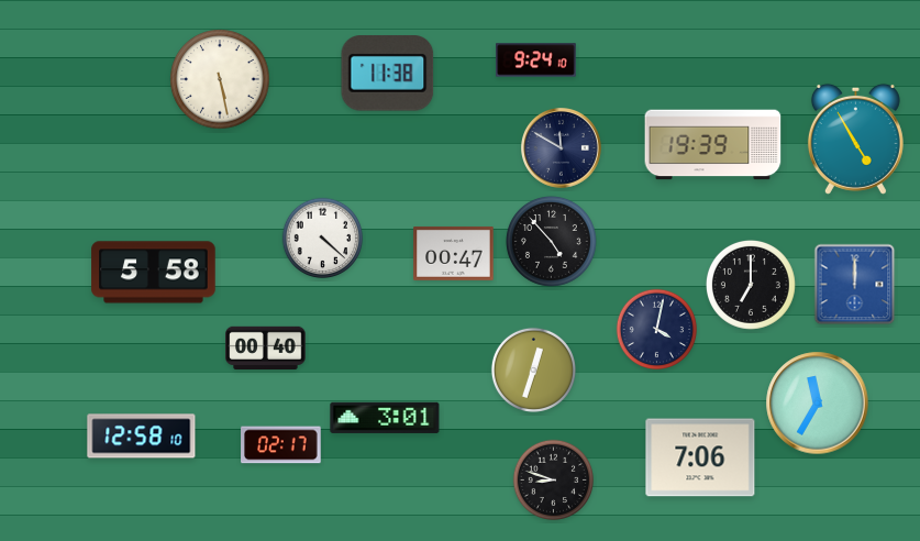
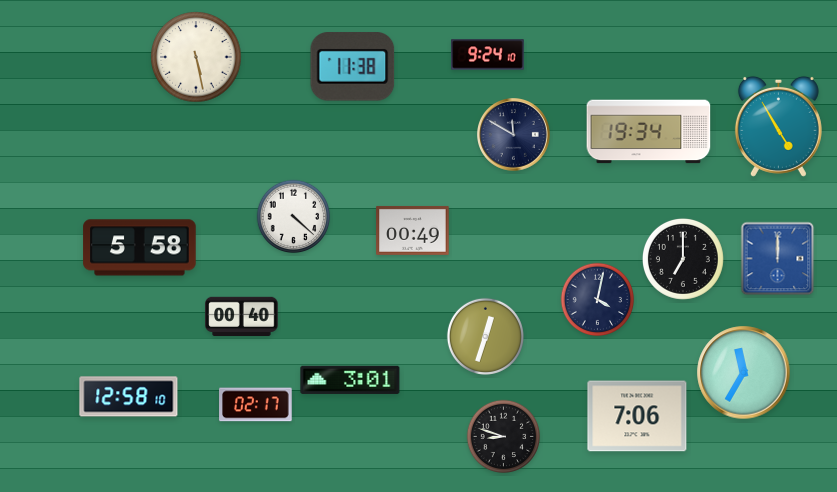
clock at (220, 79) position: (220, 79) -> (196, 57)
clock at (713, 145): 19:39 -> 19:34
clock at (562, 148) position: (562, 148) -> (514, 135)
clock at (551, 241): 4:53 -> none
clock at (454, 253): 00:47 -> 00:49
clock at (818, 404) position: (818, 404) -> (744, 373)
